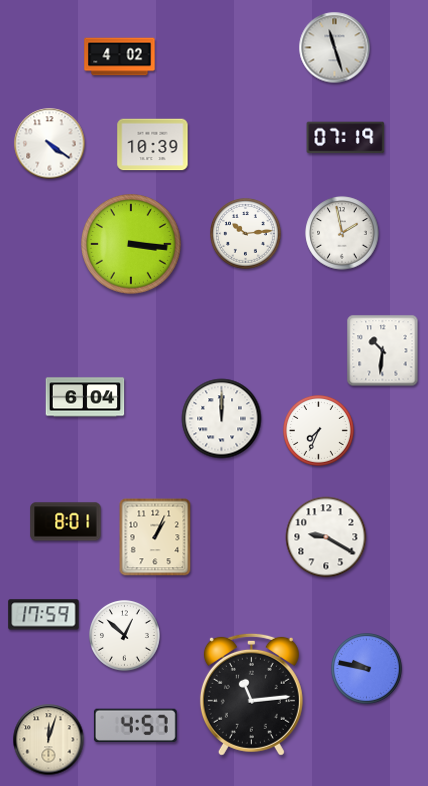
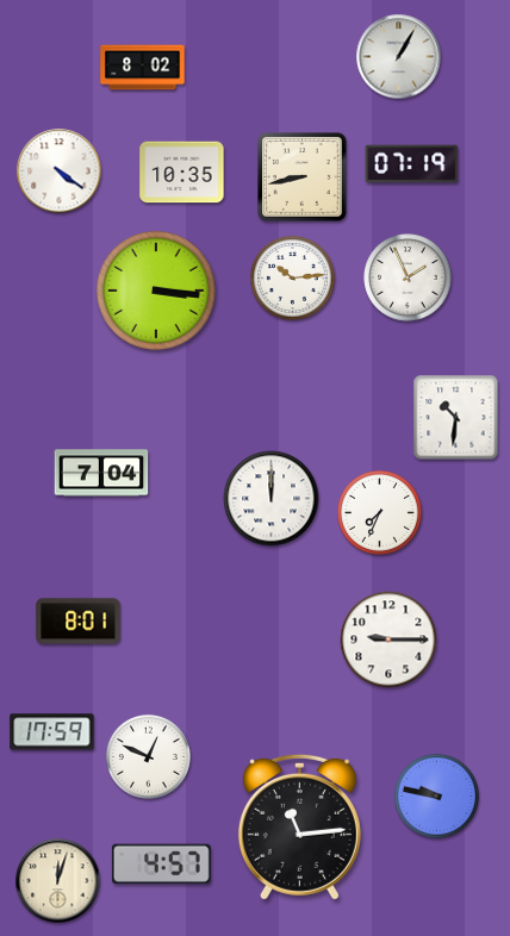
clock at (335, 48): 11:27 -> 1:05
clock at (120, 57): 4:02 -> 8:02
clock at (153, 145): 10:39 -> 10:35
clock at (303, 177): none -> 8:43
clock at (342, 233): 1:58 -> 1:56
clock at (85, 397): 6:04 -> 7:04
clock at (222, 419) position: (222, 419) -> (272, 499)
clock at (155, 537): 1:04 -> none
clock at (326, 537): 9:20 -> 9:15
clock at (125, 636): 12:52 -> 12:49
